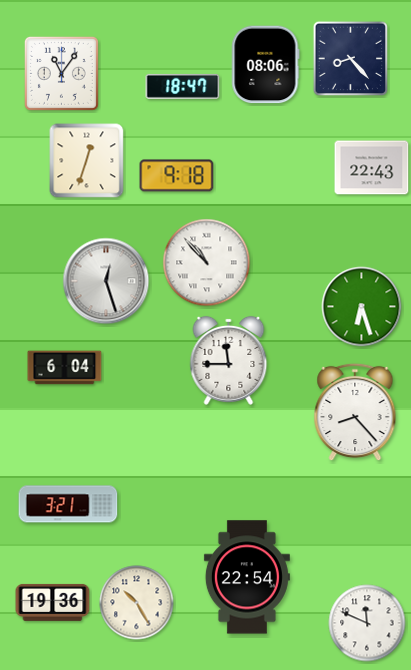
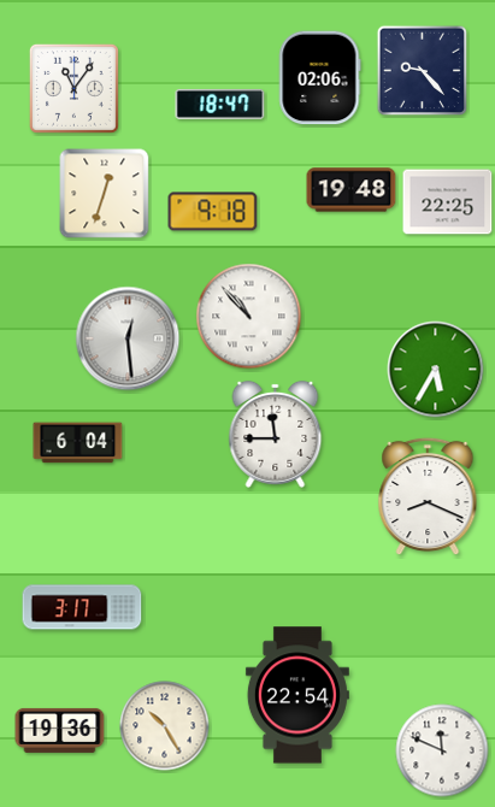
clock at (351, 59): 8:23 -> 9:23
clock at (265, 65): 08:06 -> 02:06
clock at (352, 190): none -> 19:48
clock at (372, 168): 22:43 -> 22:25
clock at (106, 281): 12:27 -> 12:29
clock at (362, 307): 6:27 -> 5:35
clock at (355, 412): 8:23 -> 8:19
clock at (68, 504): 3:21 -> 3:17
clock at (53, 602) position: (53, 602) -> (60, 730)
